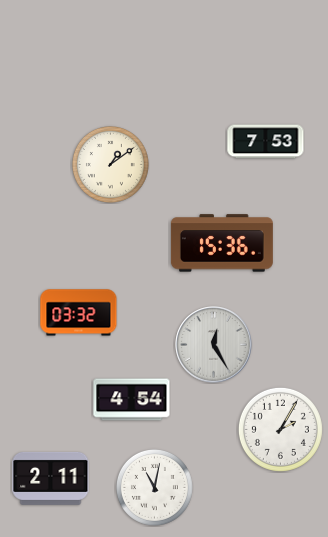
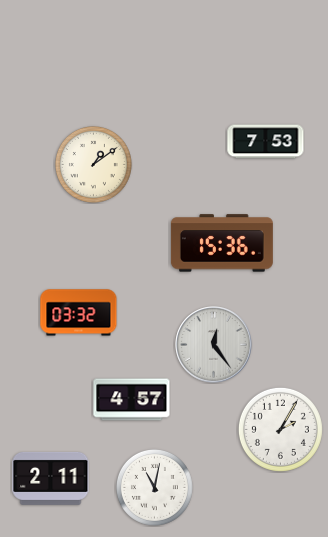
clock at (110, 164) position: (110, 164) -> (93, 164)
clock at (214, 345): 12:25 -> 12:24
clock at (132, 400): 4:54 -> 4:57
